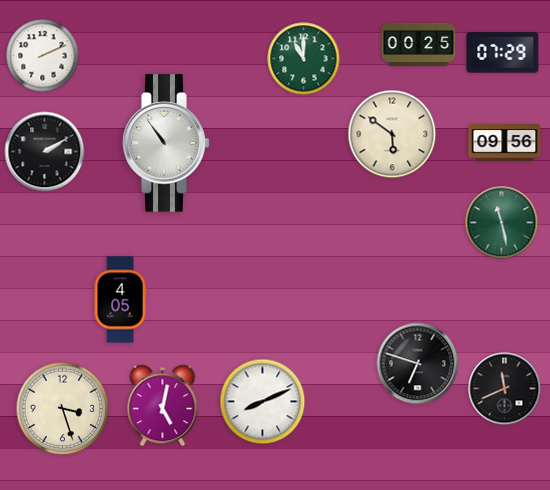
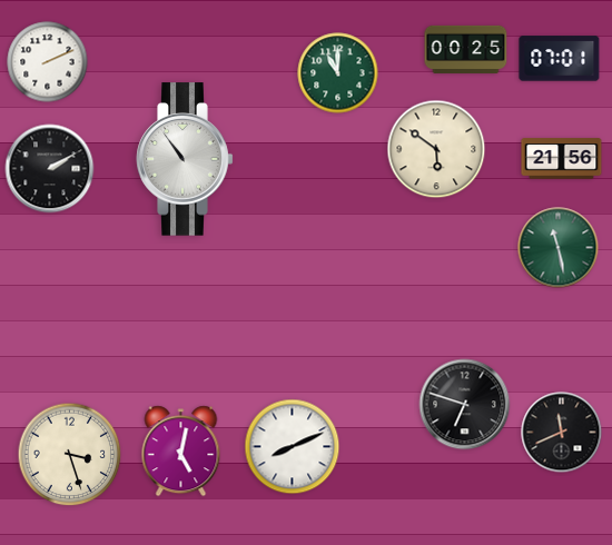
clock at (503, 53): 07:29 -> 07:01
clock at (304, 59) position: (304, 59) -> (338, 73)
clock at (505, 143): 09:56 -> 21:56
clock at (120, 300): 4:05 -> none
